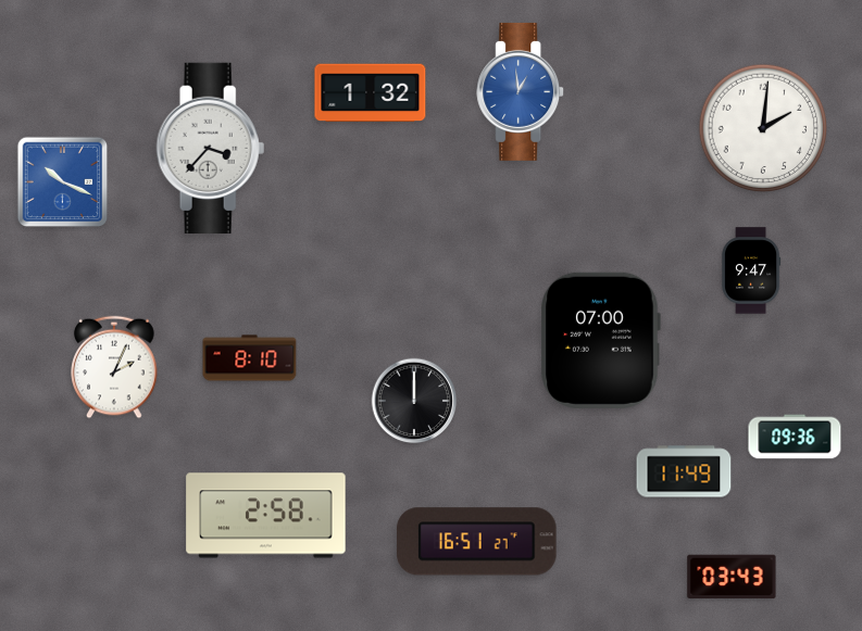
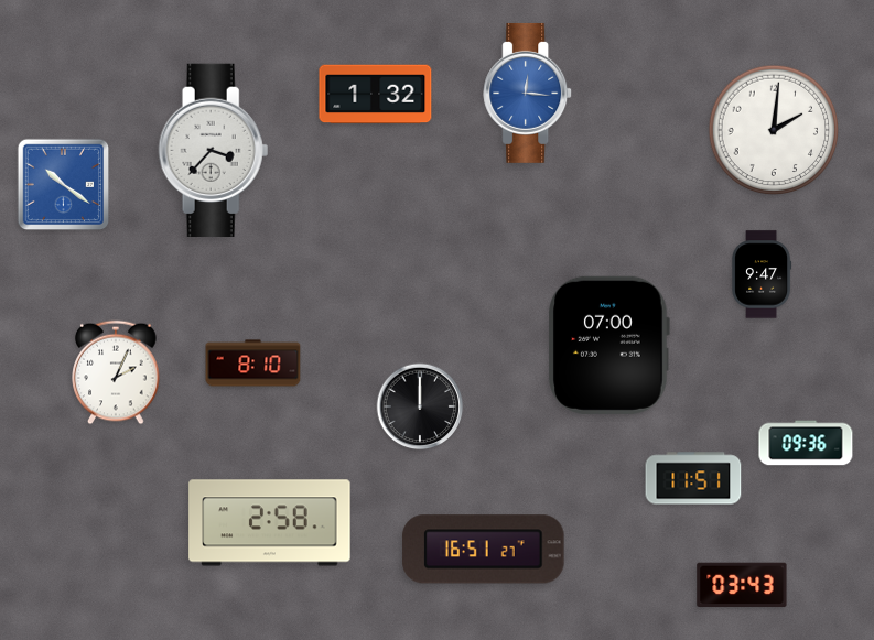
clock at (521, 91): 12:59 -> 12:16
clock at (63, 182): 10:19 -> 10:21
clock at (684, 471): 11:49 -> 11:51
